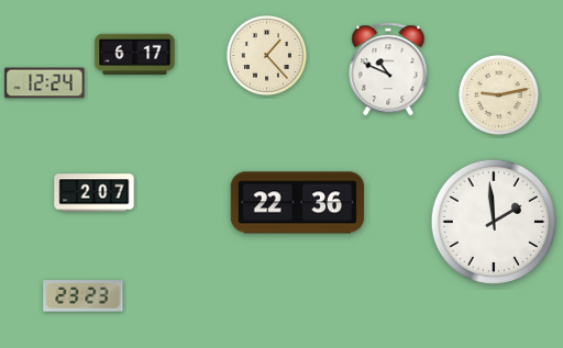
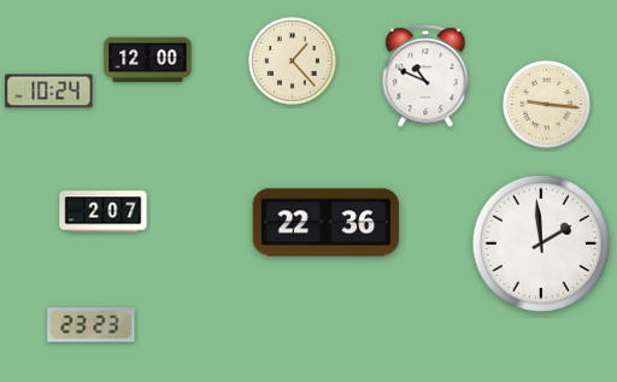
clock at (135, 55): 6:17 -> 12:00
clock at (45, 83): 12:24 -> 10:24
clock at (498, 94): 9:13 -> 9:16
